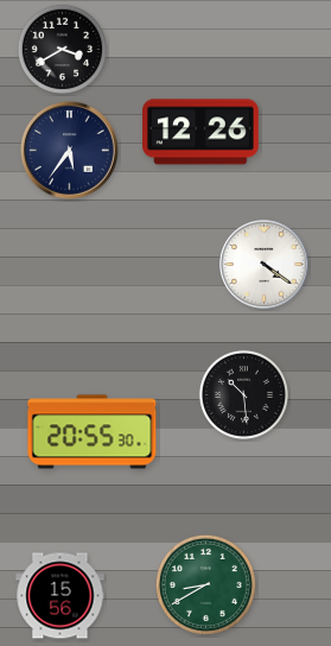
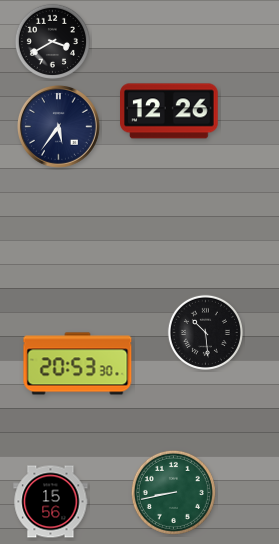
clock at (265, 265): 4:21 -> none
clock at (93, 432): 20:55 -> 20:53
clock at (205, 584): 8:40 -> 8:43
